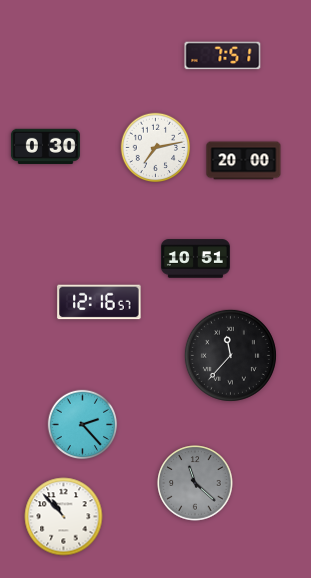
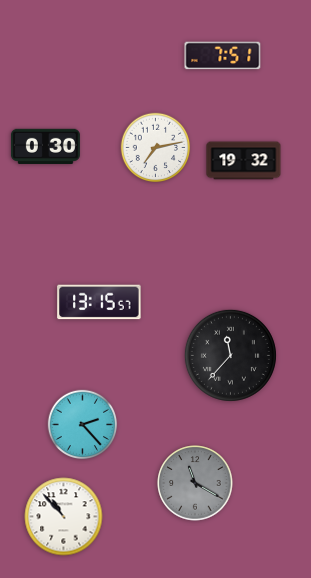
clock at (244, 161): 20:00 -> 19:32
clock at (195, 259): 10:51 -> none
clock at (99, 302): 12:16 -> 13:15
clock at (195, 483): 11:22 -> 11:20
